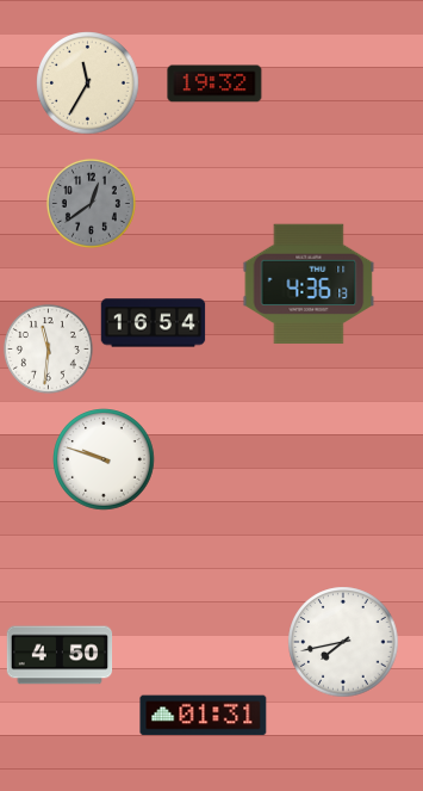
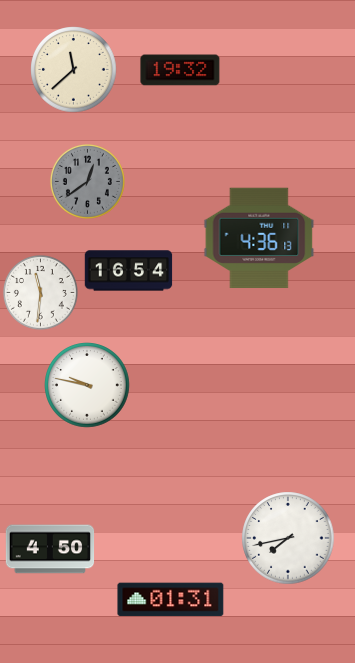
clock at (88, 84): 11:35 -> 11:38
clock at (91, 203) position: (91, 203) -> (87, 181)
clock at (104, 459): 9:48 -> 9:47
